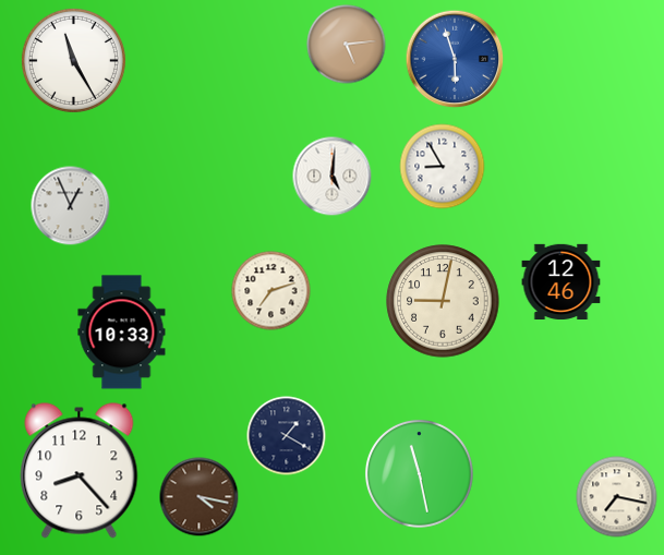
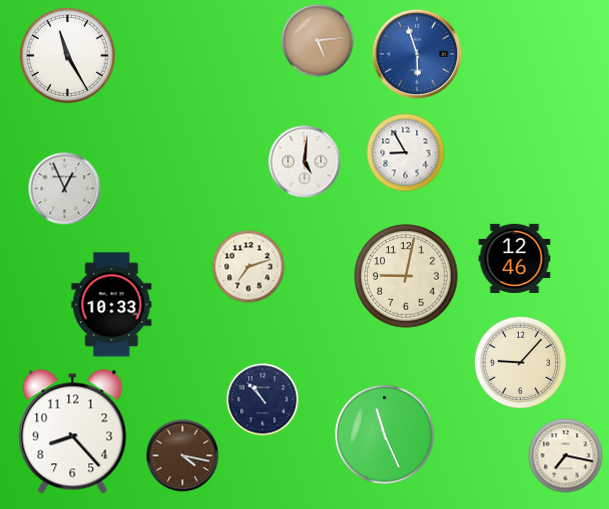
clock at (520, 362): none -> 9:07
clock at (287, 436): 1:20 -> 10:53
clock at (419, 473): 11:28 -> 11:26
